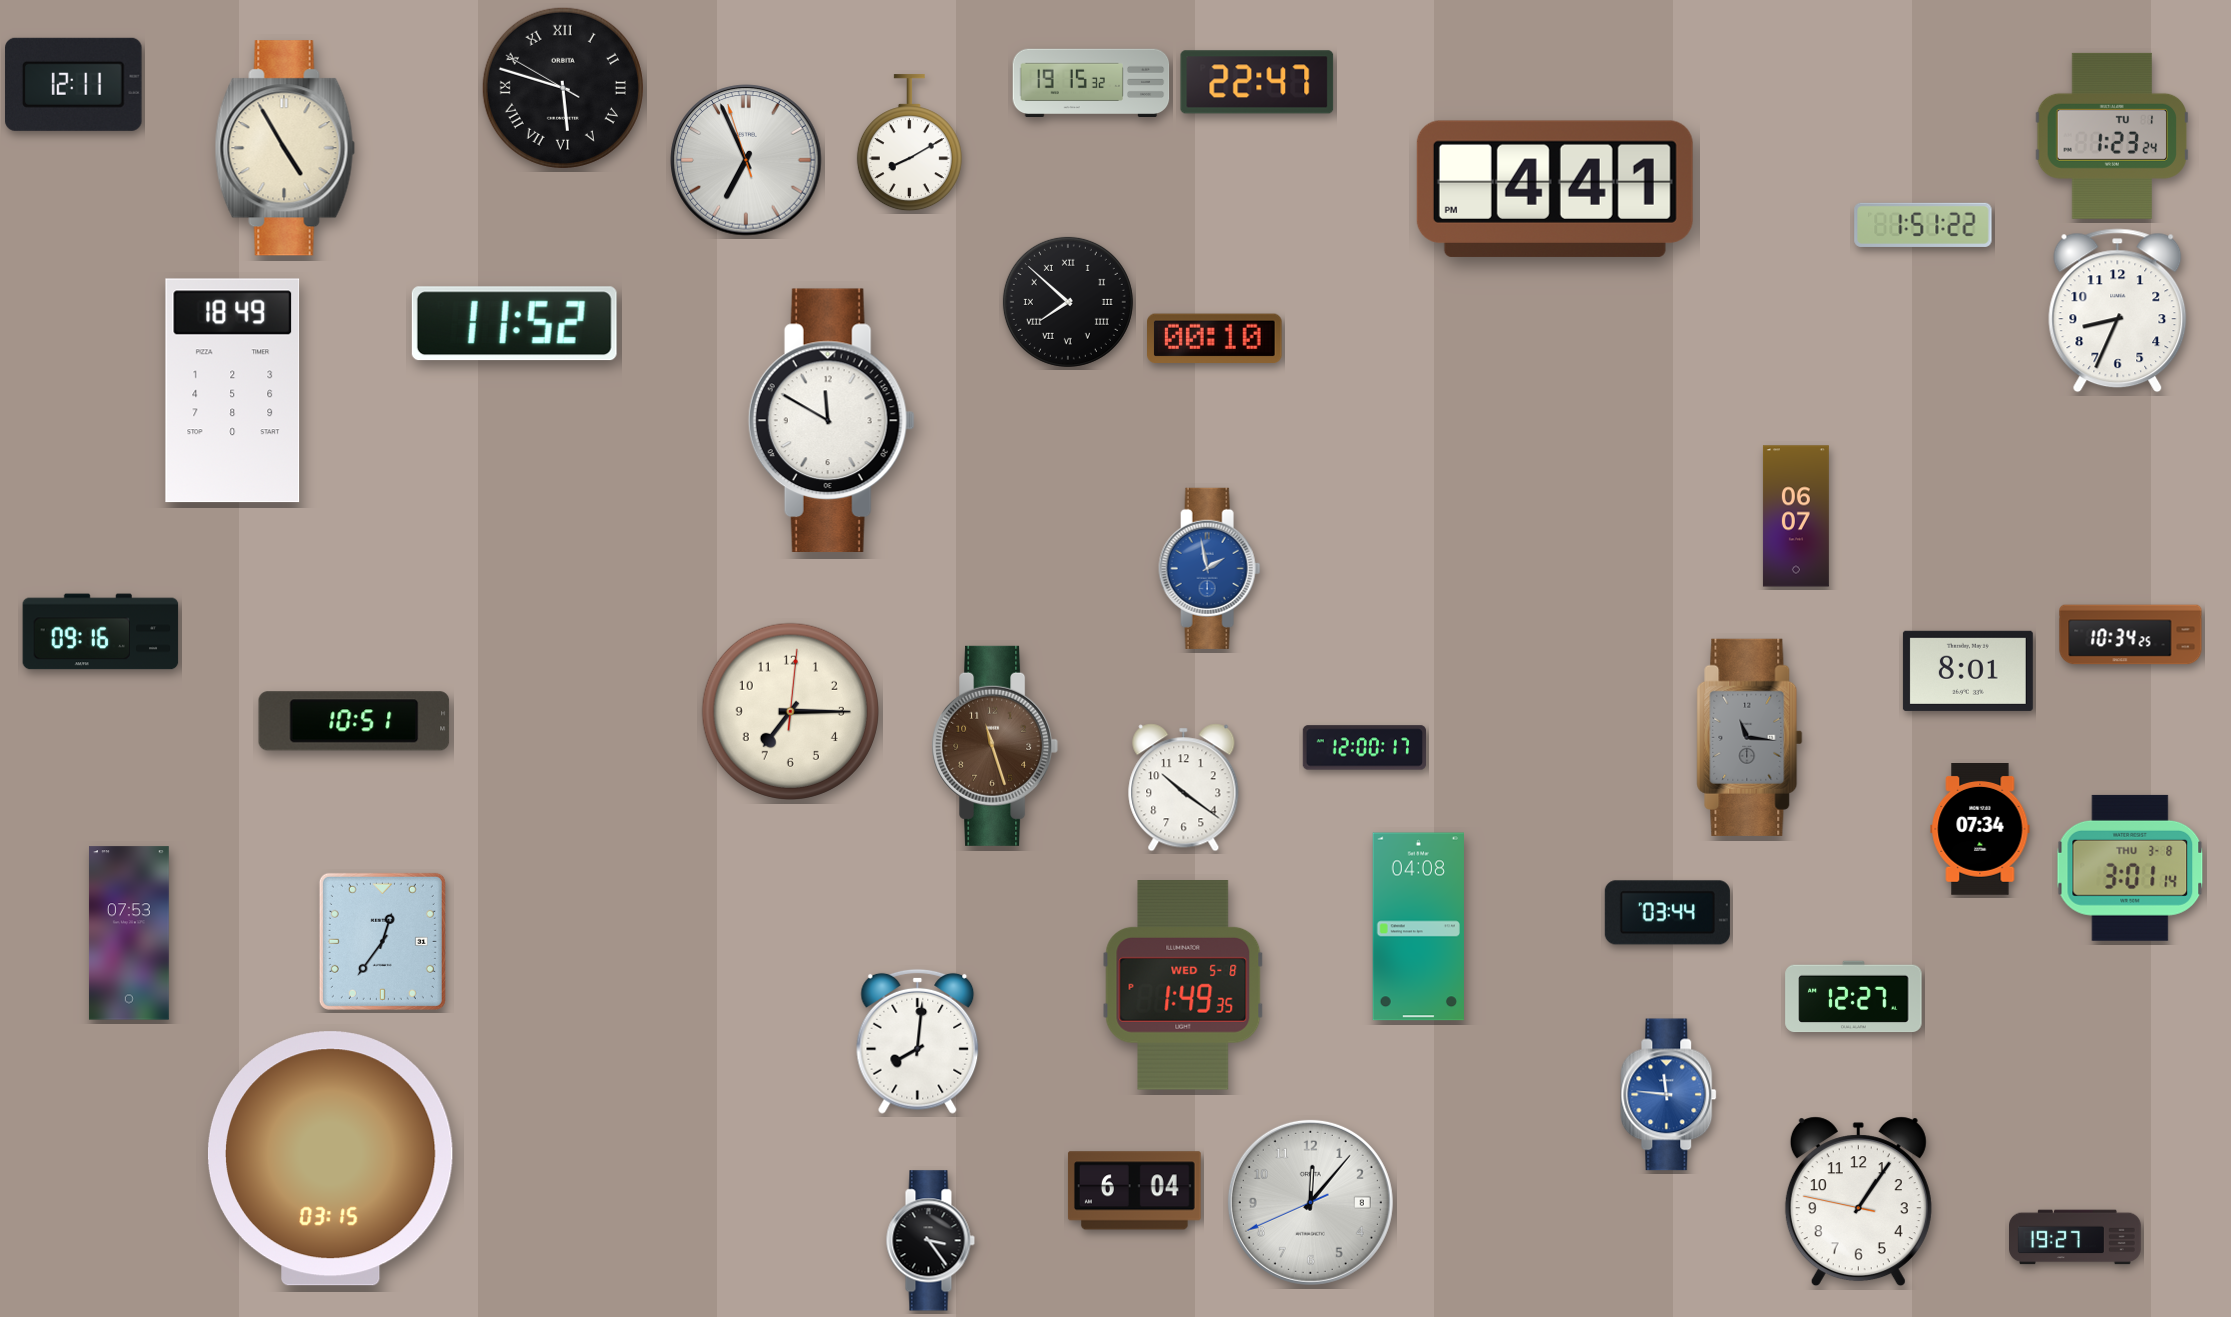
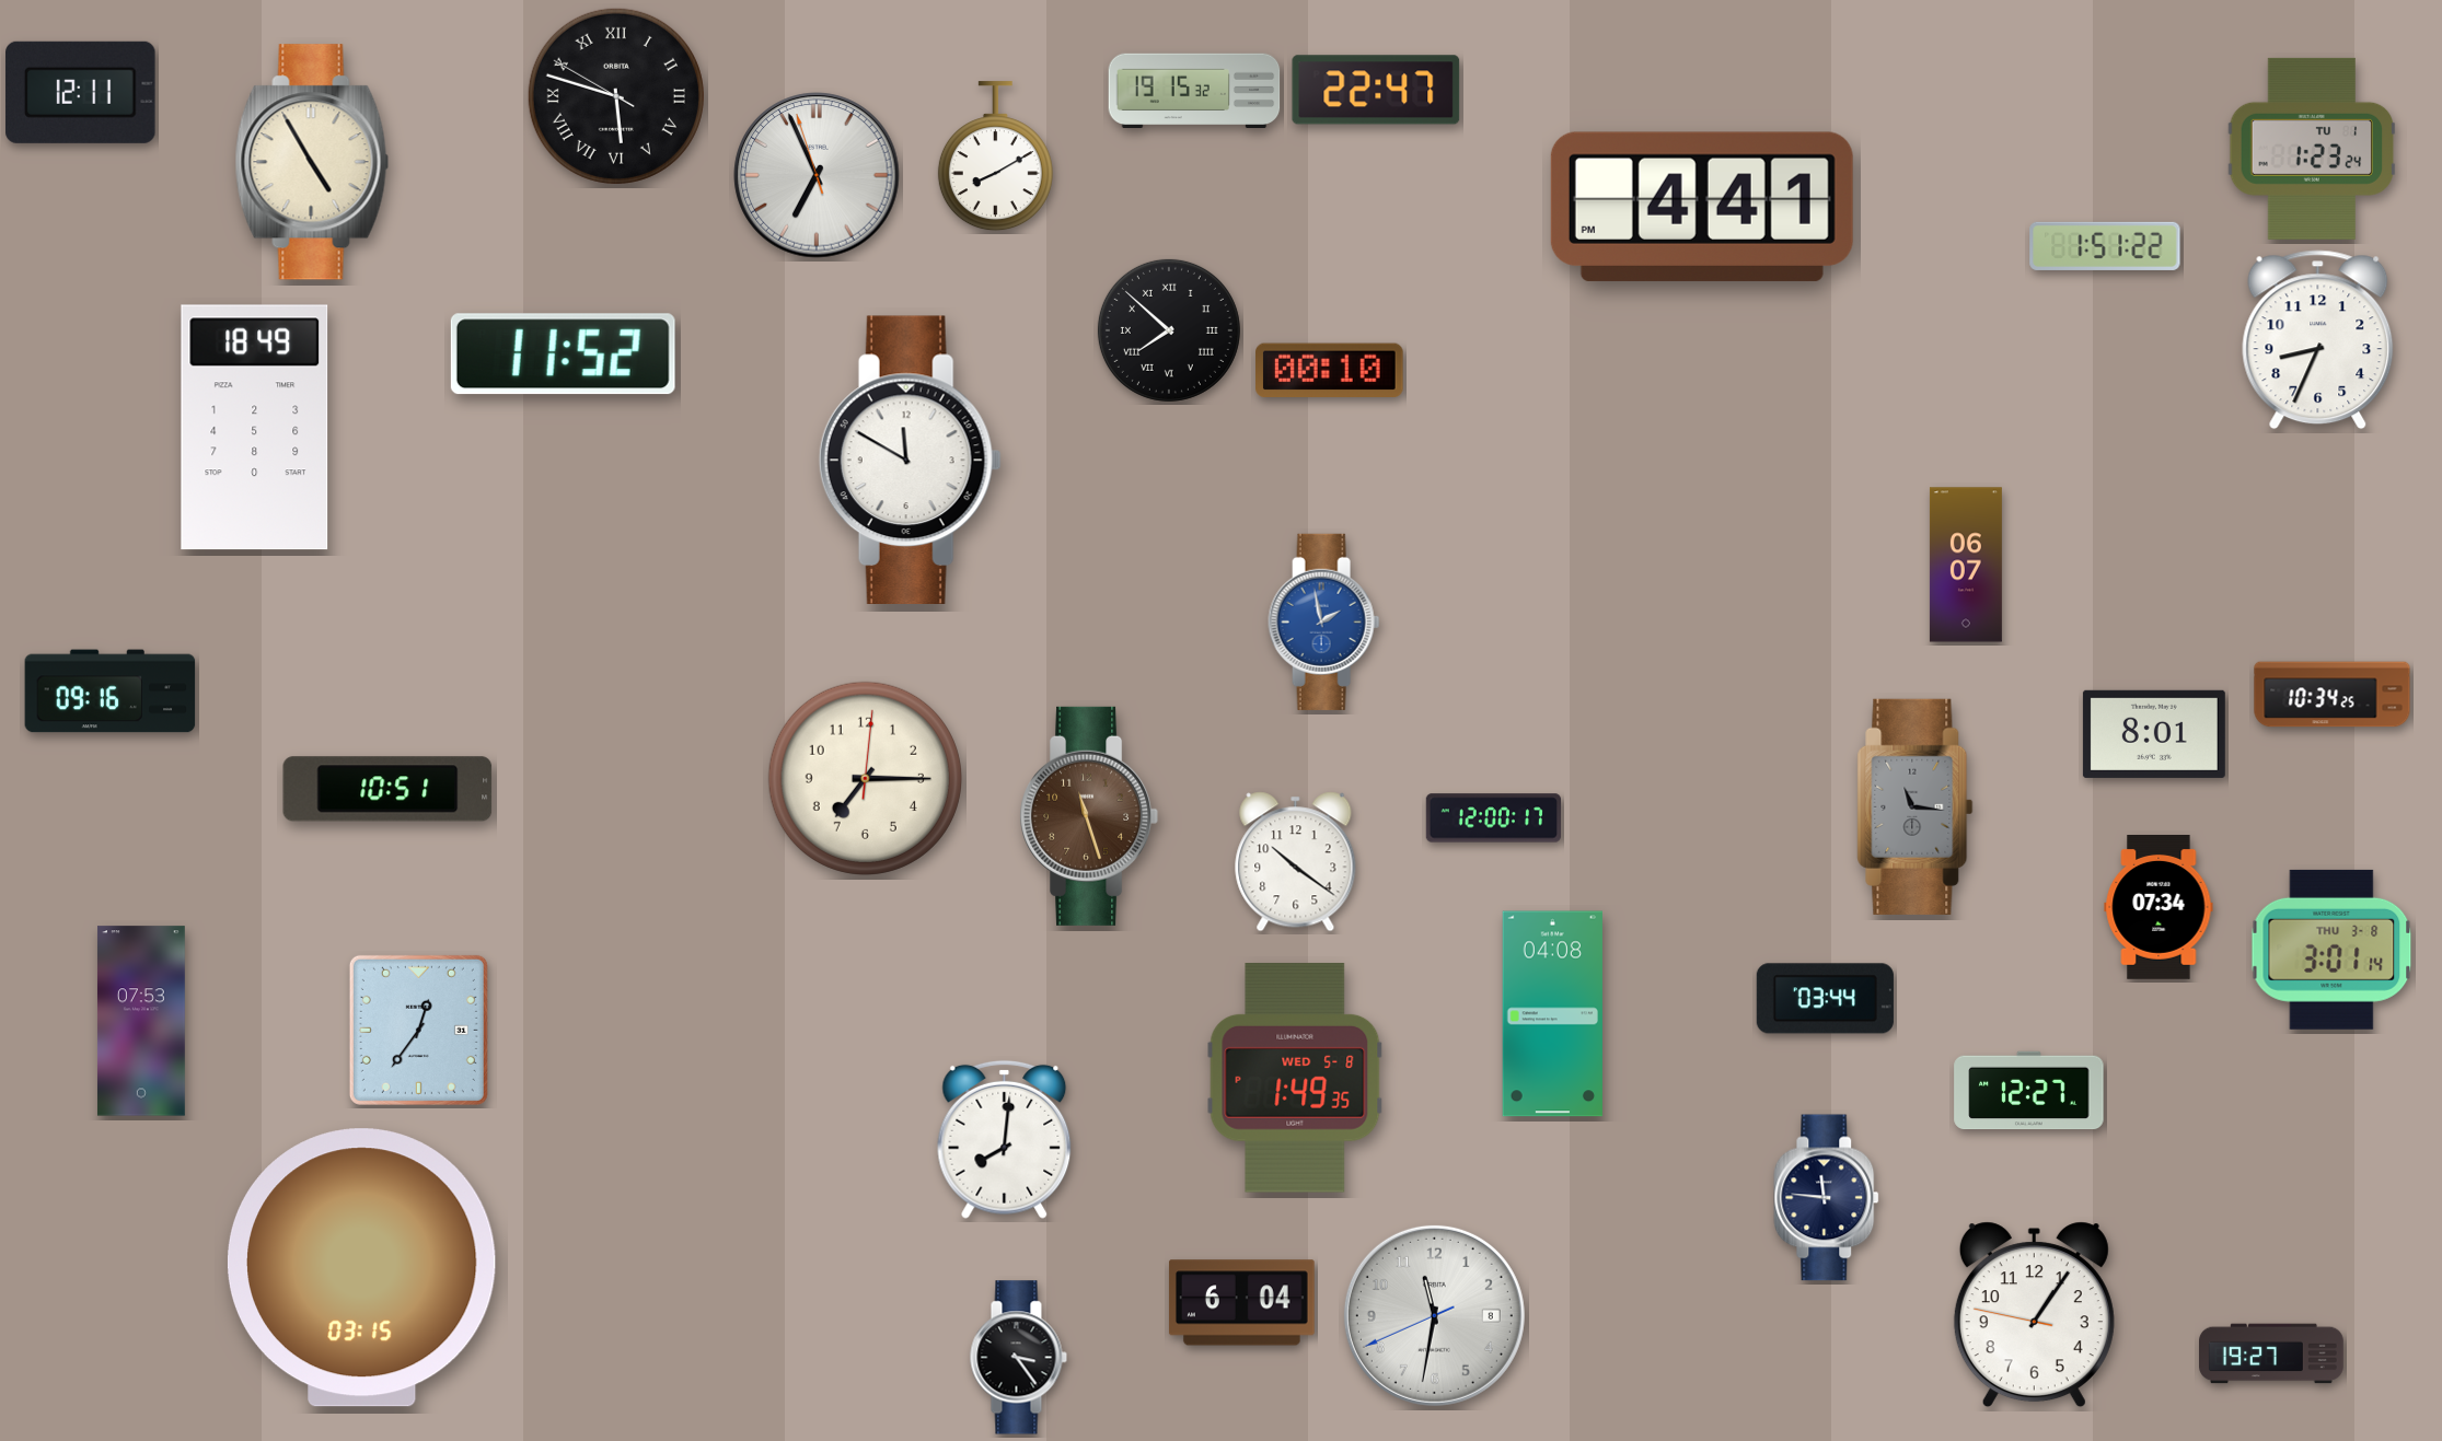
clock at (1980, 830) position: (1980, 830) -> (2159, 908)
clock at (1669, 1095) dial: blue -> navy
clock at (1310, 1202): 12:06 -> 11:31
